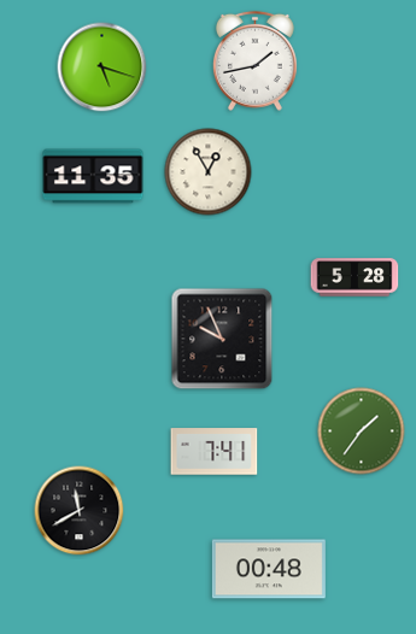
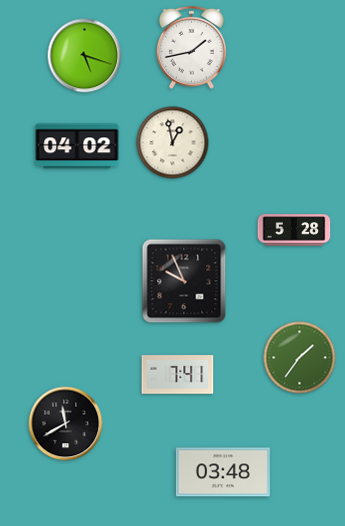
clock at (254, 60) position: (254, 60) -> (191, 47)
clock at (209, 172): 12:55 -> 12:58
clock at (93, 176): 11:35 -> 04:02
clock at (269, 569): 00:48 -> 03:48
